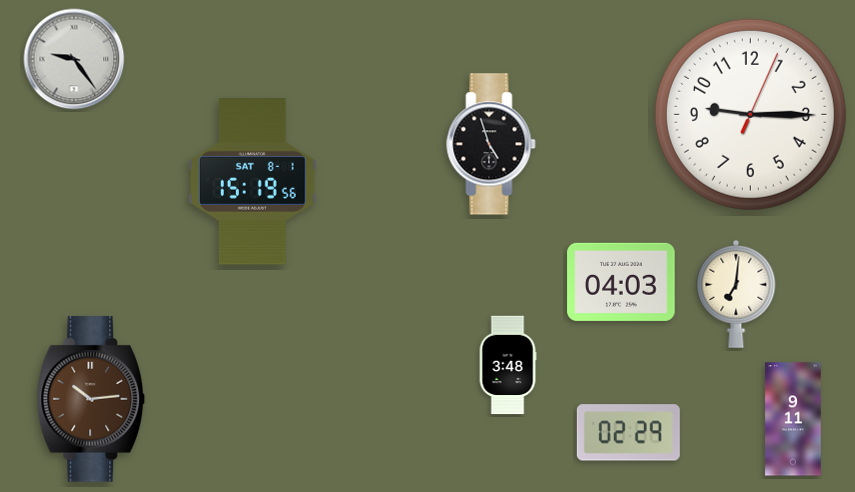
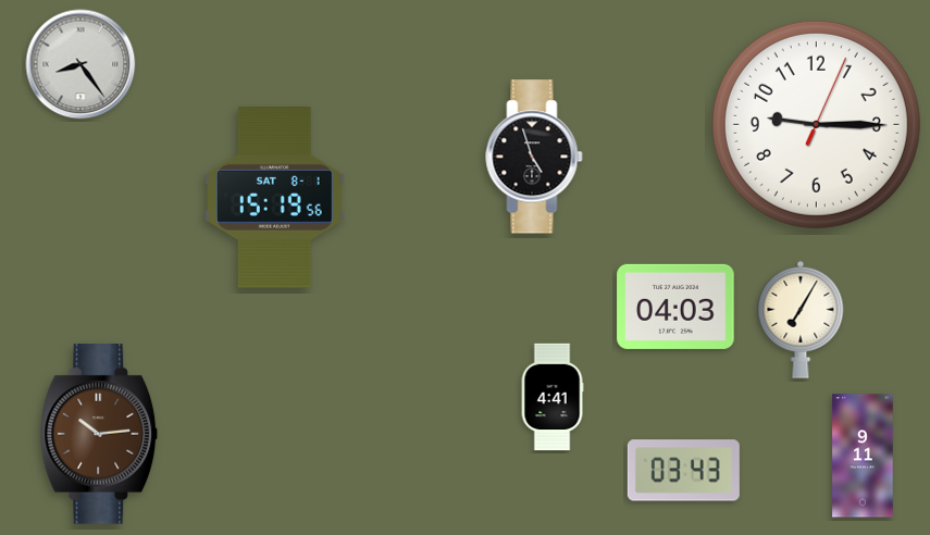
clock at (74, 59): 9:24 -> 8:24
clock at (736, 294): 7:01 -> 7:05
clock at (508, 365): 3:48 -> 4:41
clock at (628, 433): 02:29 -> 03:43
